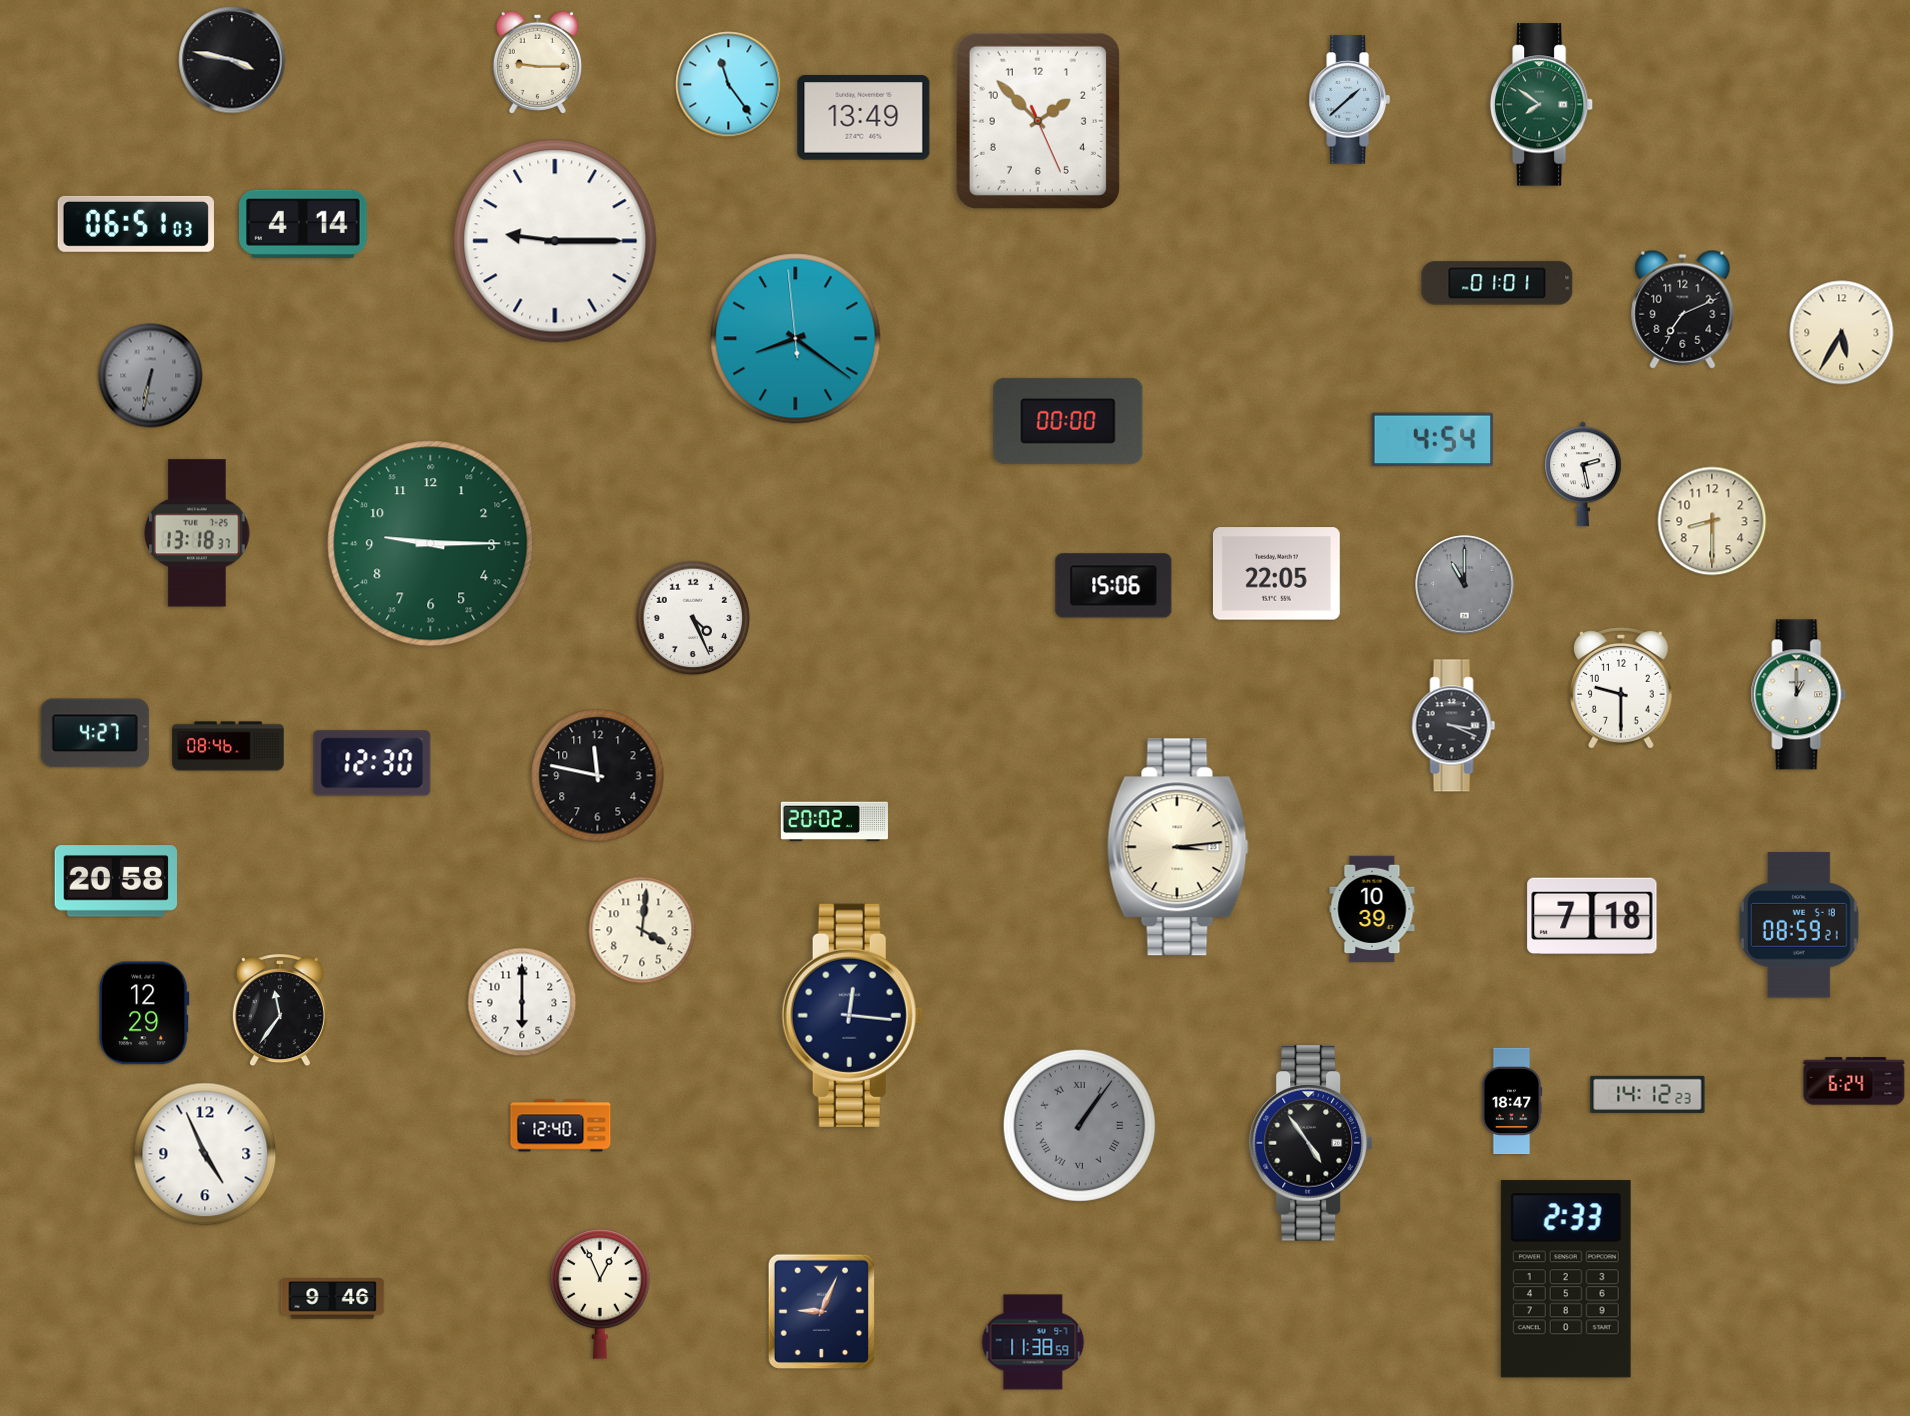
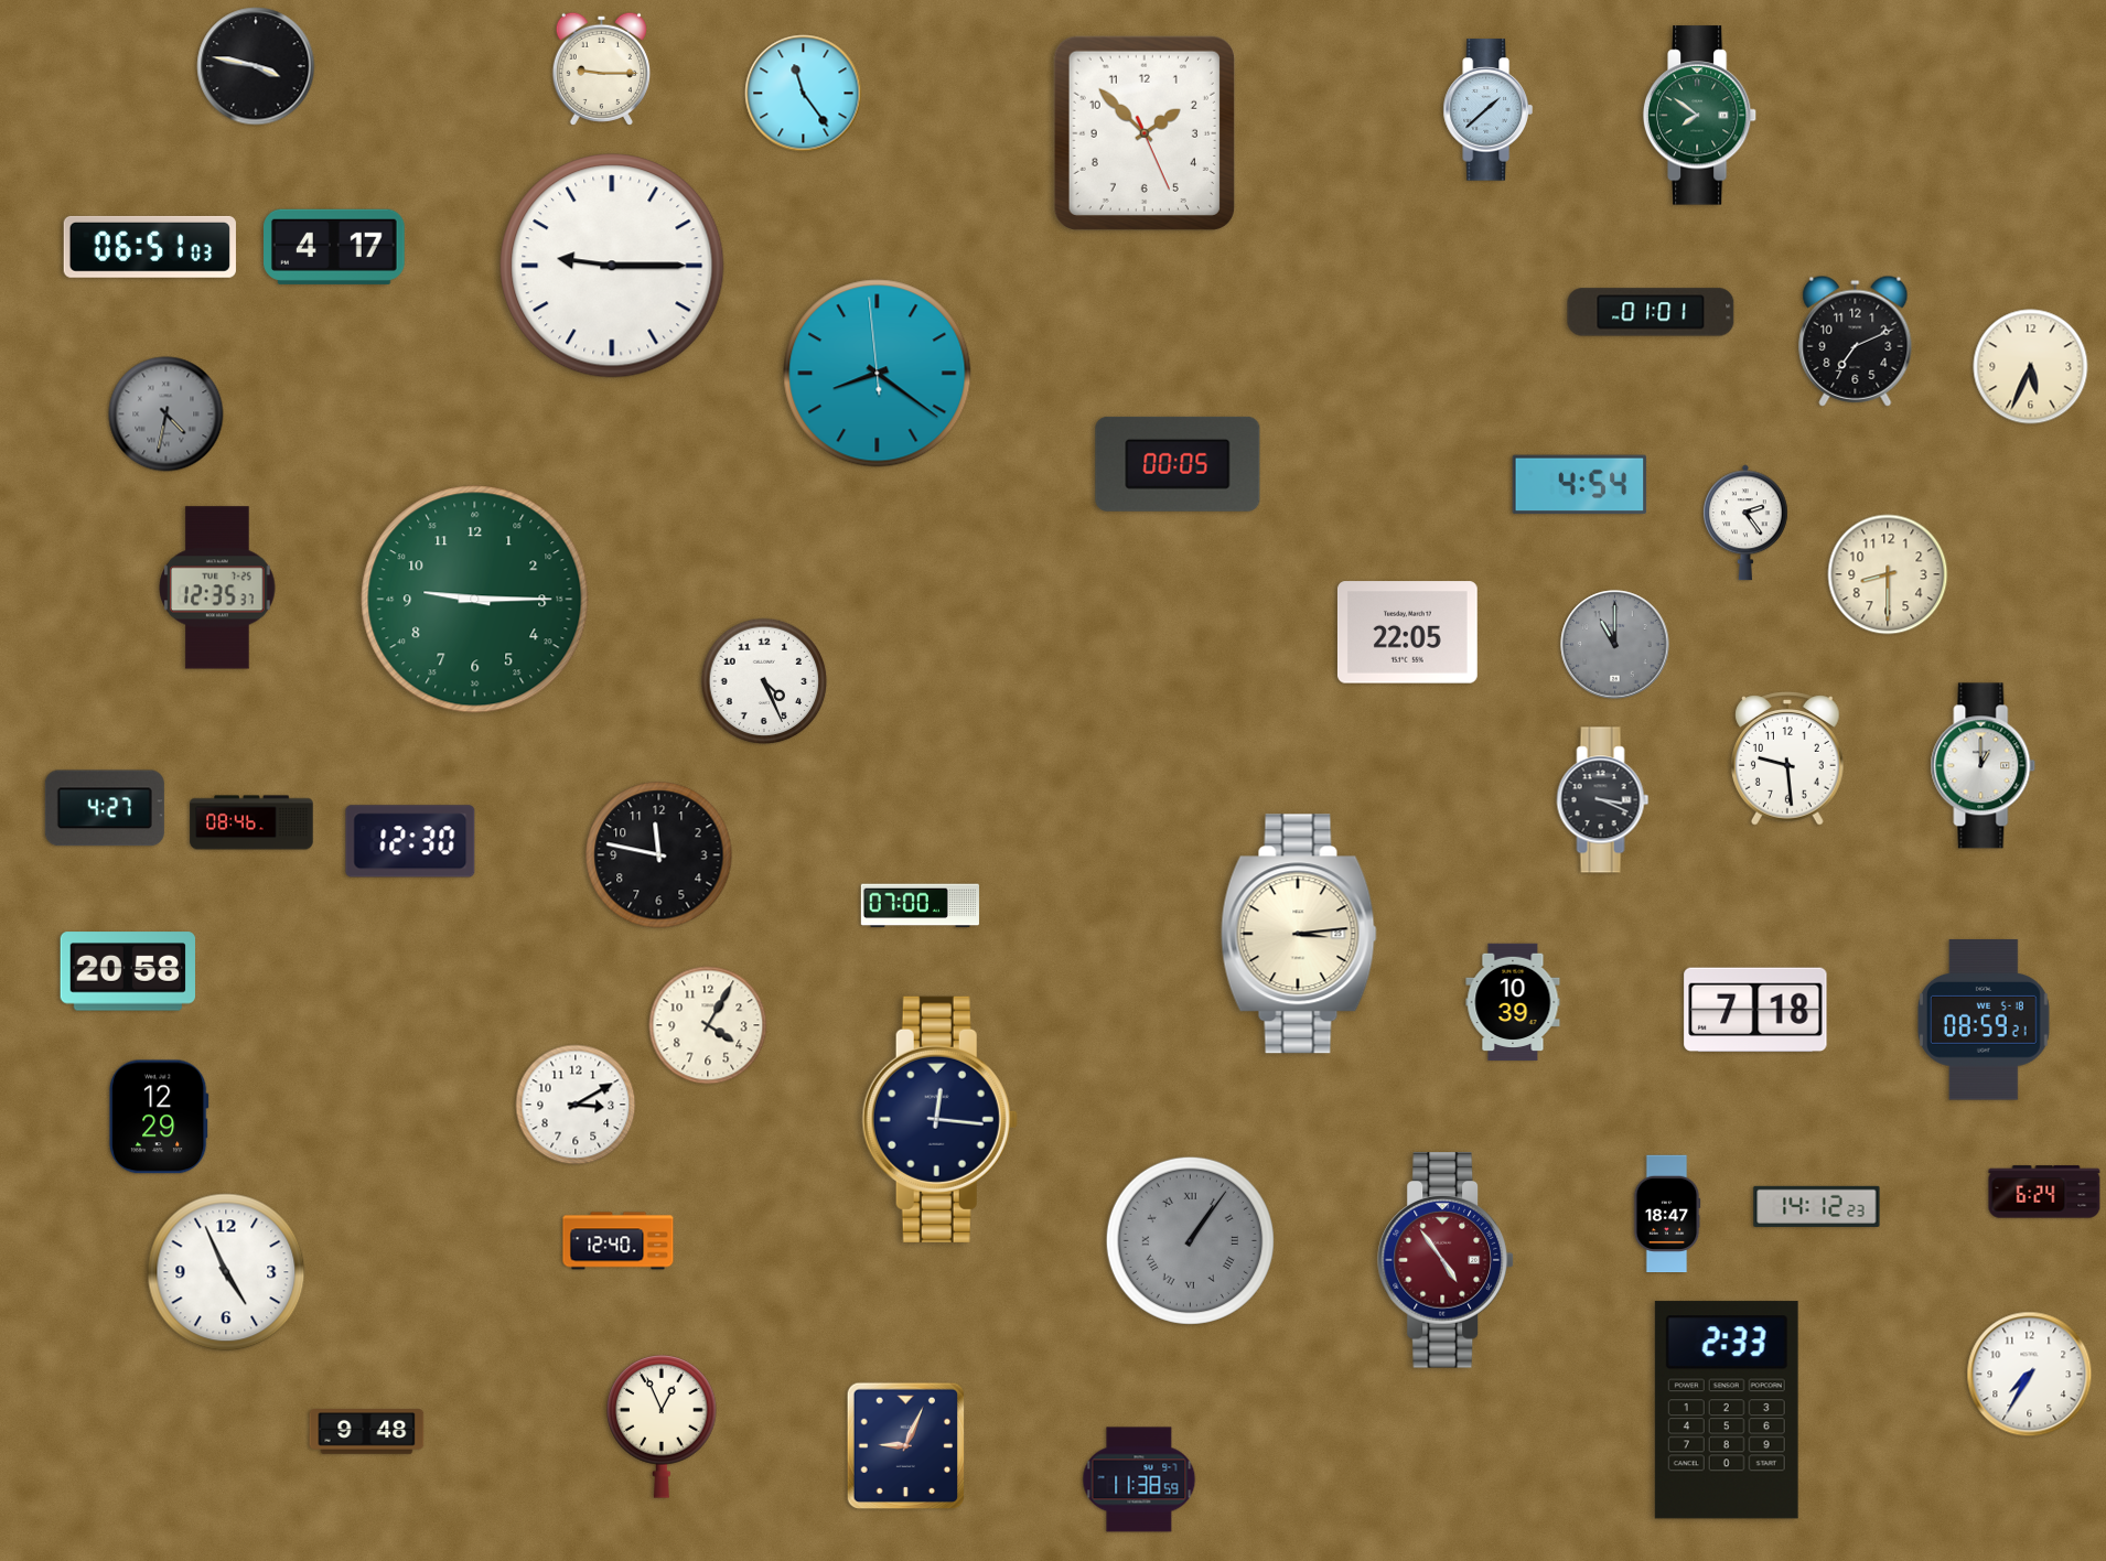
clock at (537, 62) position: (537, 62) -> (601, 68)
clock at (864, 118): 13:49 -> none
clock at (304, 224): 4:14 -> 4:17
clock at (1842, 333): 5:35 -> 5:34
clock at (151, 376): 6:32 -> 4:32
clock at (1068, 421): 00:00 -> 00:05
clock at (1584, 474): 2:28 -> 2:24
clock at (197, 533): 13:18 -> 12:35
clock at (1114, 586): 15:06 -> none
clock at (1621, 688): 9:30 -> 9:29
clock at (834, 822): 20:02 -> 07:00
clock at (642, 930): 4:01 -> 4:05
clock at (522, 1002): 6:00 -> 3:10
clock at (280, 1011): 11:36 -> none
clock at (1311, 1143) dial: black -> burgundy
clock at (2030, 1375): none -> 7:35
clock at (333, 1299): 9:46 -> 9:48
